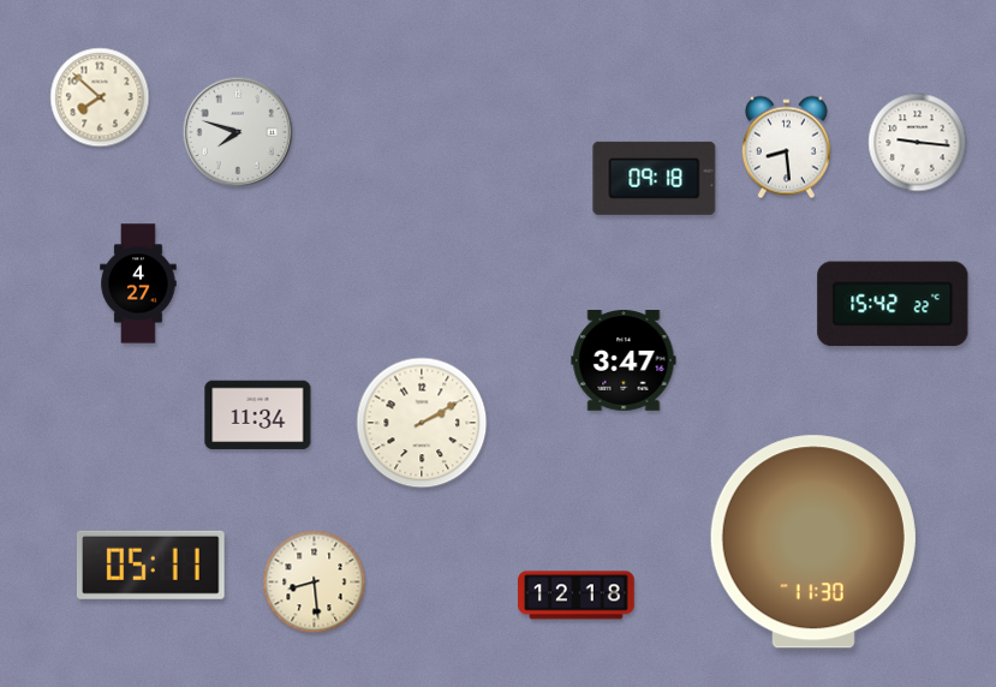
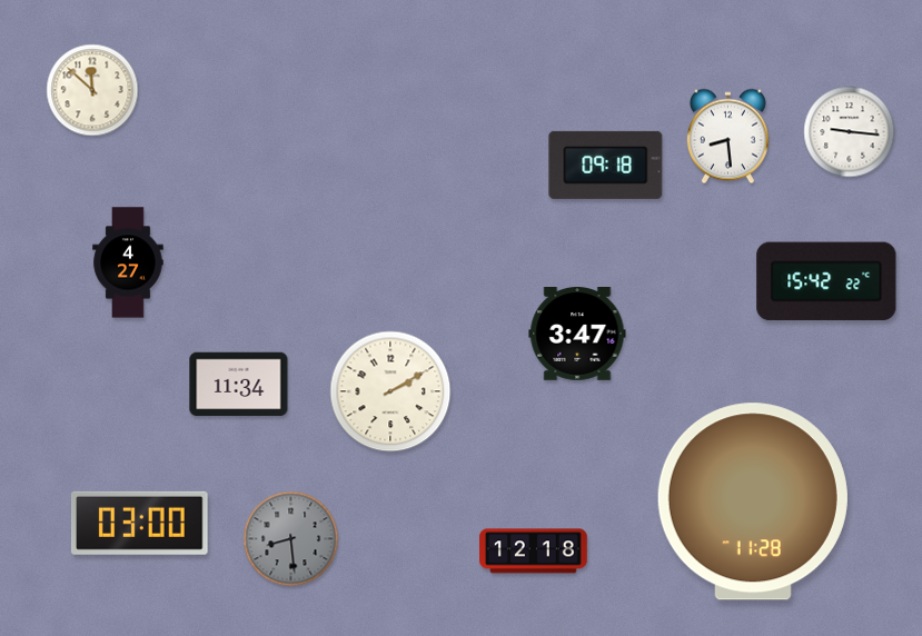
clock at (100, 97): 7:52 -> 11:52
clock at (238, 132): 7:48 -> none
clock at (813, 542): 11:30 -> 11:28
clock at (150, 564): 05:11 -> 03:00
clock at (315, 583) dial: cream -> grey
